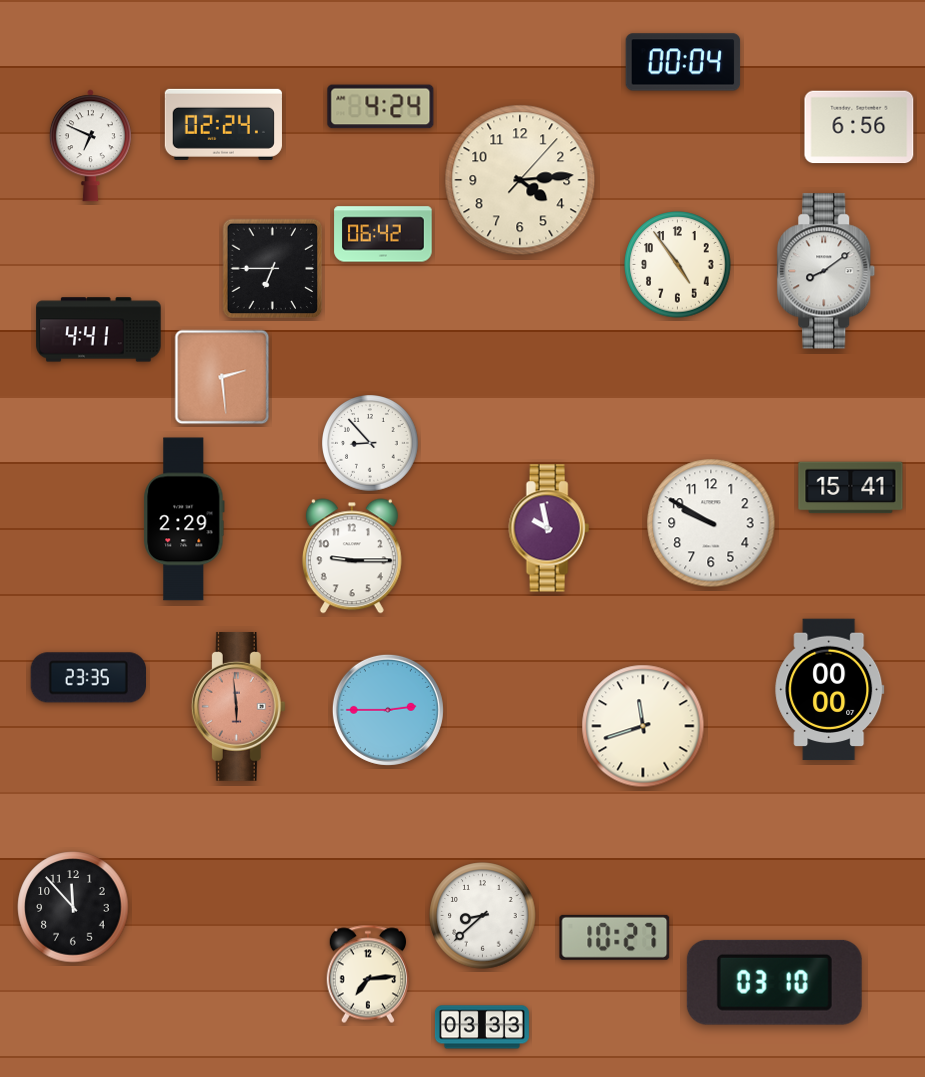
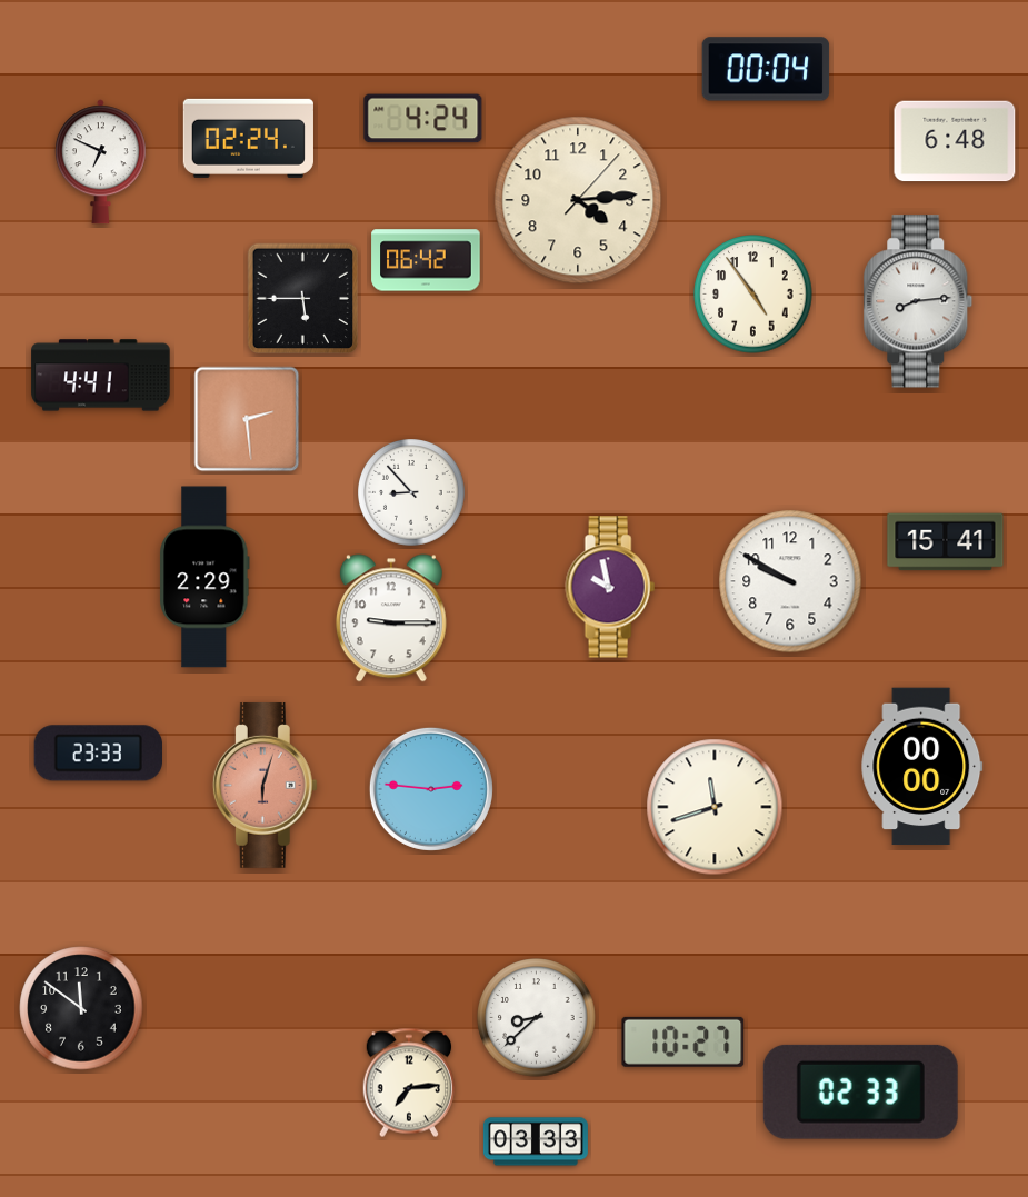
clock at (683, 62) position: (683, 62) -> (766, 69)
clock at (859, 127): 6:56 -> 6:48
clock at (273, 269): 6:45 -> 5:45
clock at (826, 271): 8:09 -> 8:14
clock at (99, 330) position: (99, 330) -> (101, 376)
clock at (88, 678): 23:35 -> 23:33
clock at (238, 706): 5:59 -> 6:03
clock at (388, 710): 2:45 -> 2:46
clock at (73, 907): 11:53 -> 11:51
clock at (774, 982): 03:10 -> 02:33
